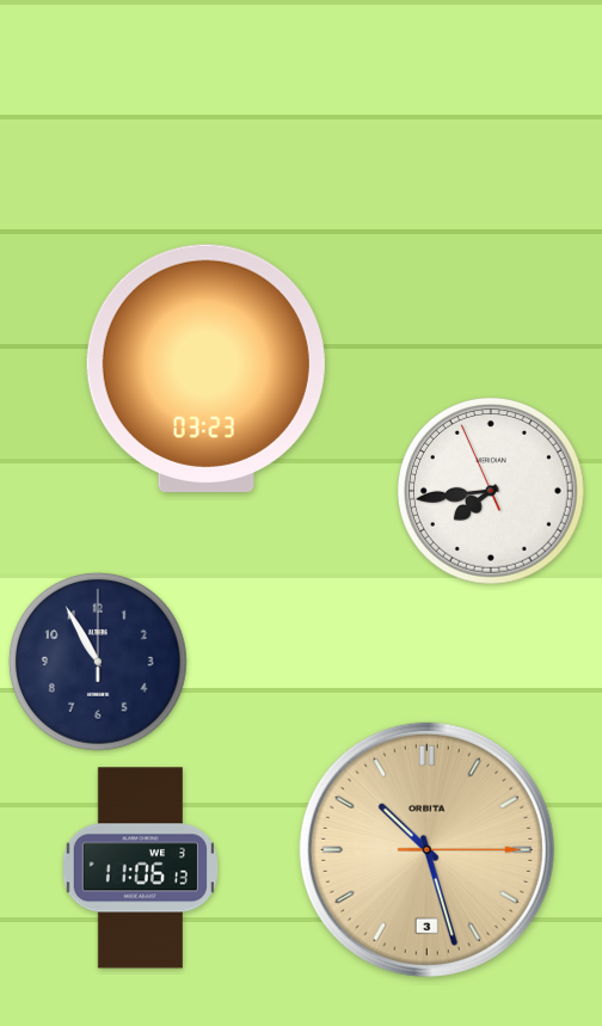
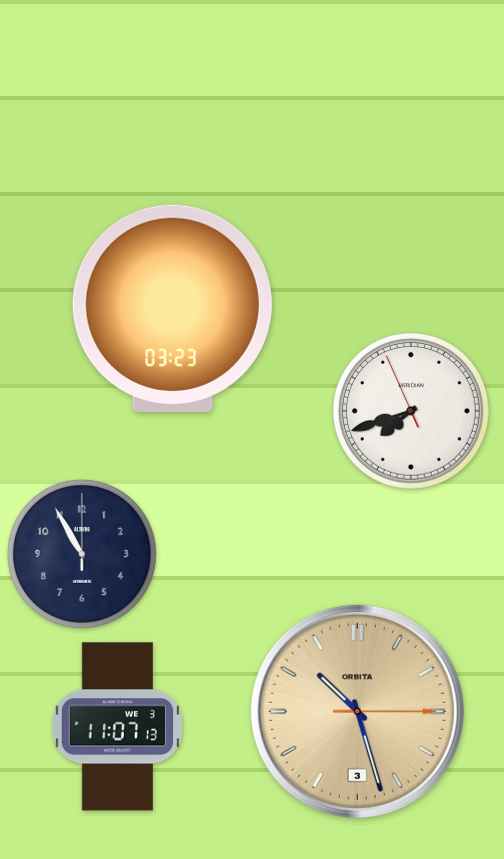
clock at (492, 492): 7:43 -> 7:41
clock at (140, 868): 11:06 -> 11:07
